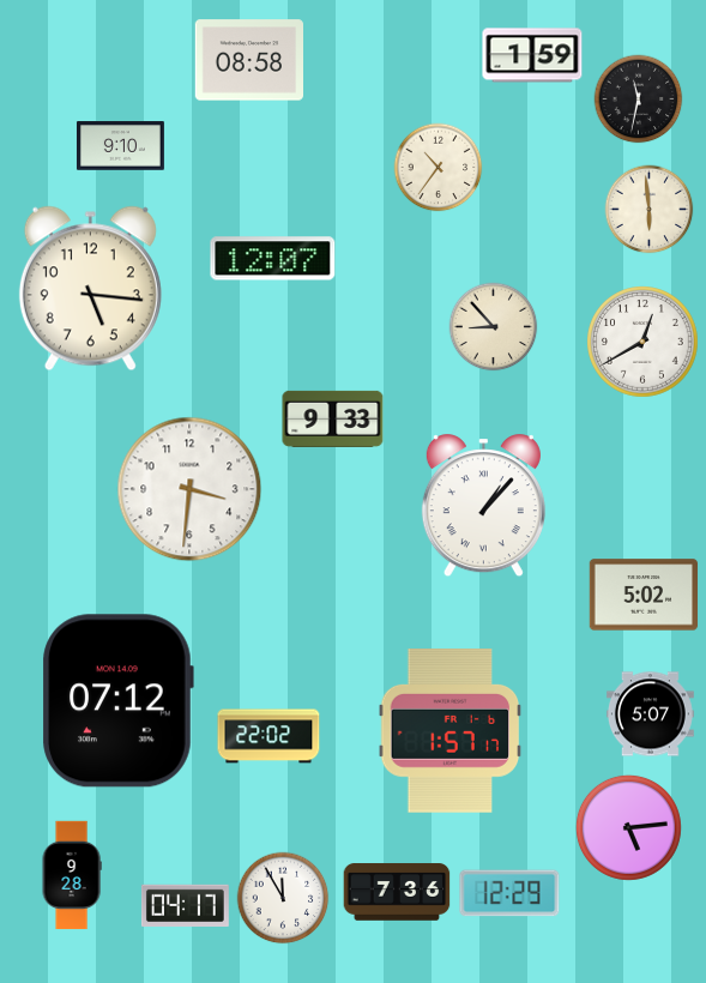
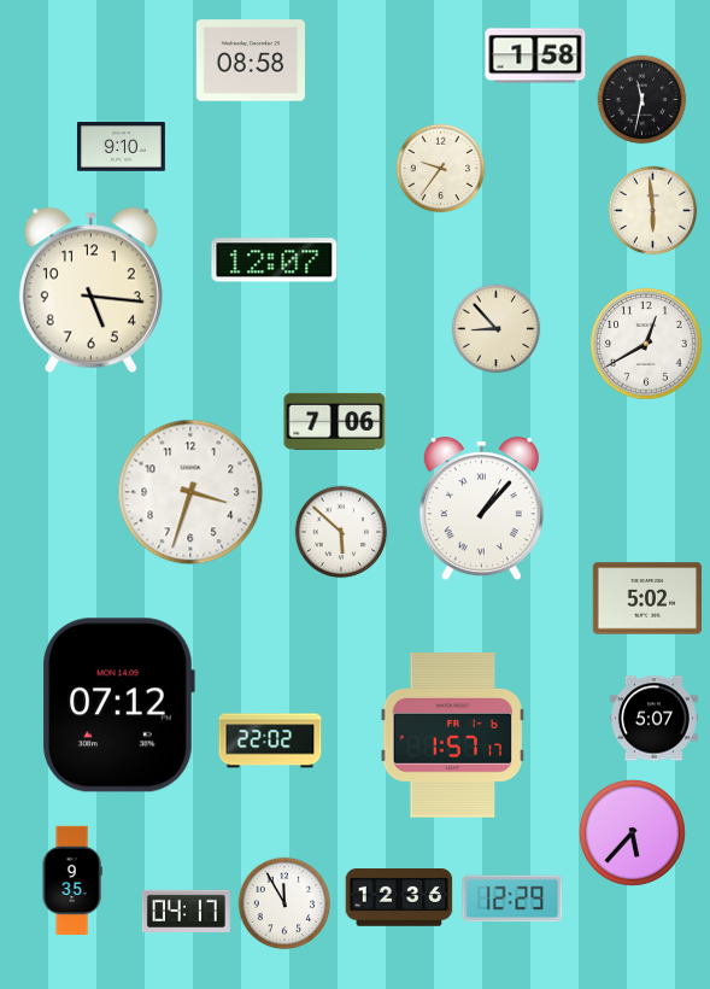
clock at (532, 55): 1:59 -> 1:58
clock at (439, 168): 10:36 -> 9:36
clock at (333, 418): 9:33 -> 7:06
clock at (189, 489): 3:31 -> 3:33
clock at (483, 506) position: (483, 506) -> (481, 509)
clock at (341, 532): none -> 5:52
clock at (628, 827): 5:14 -> 5:37
clock at (72, 875): 9:28 -> 9:35
clock at (397, 892): 7:36 -> 12:36
